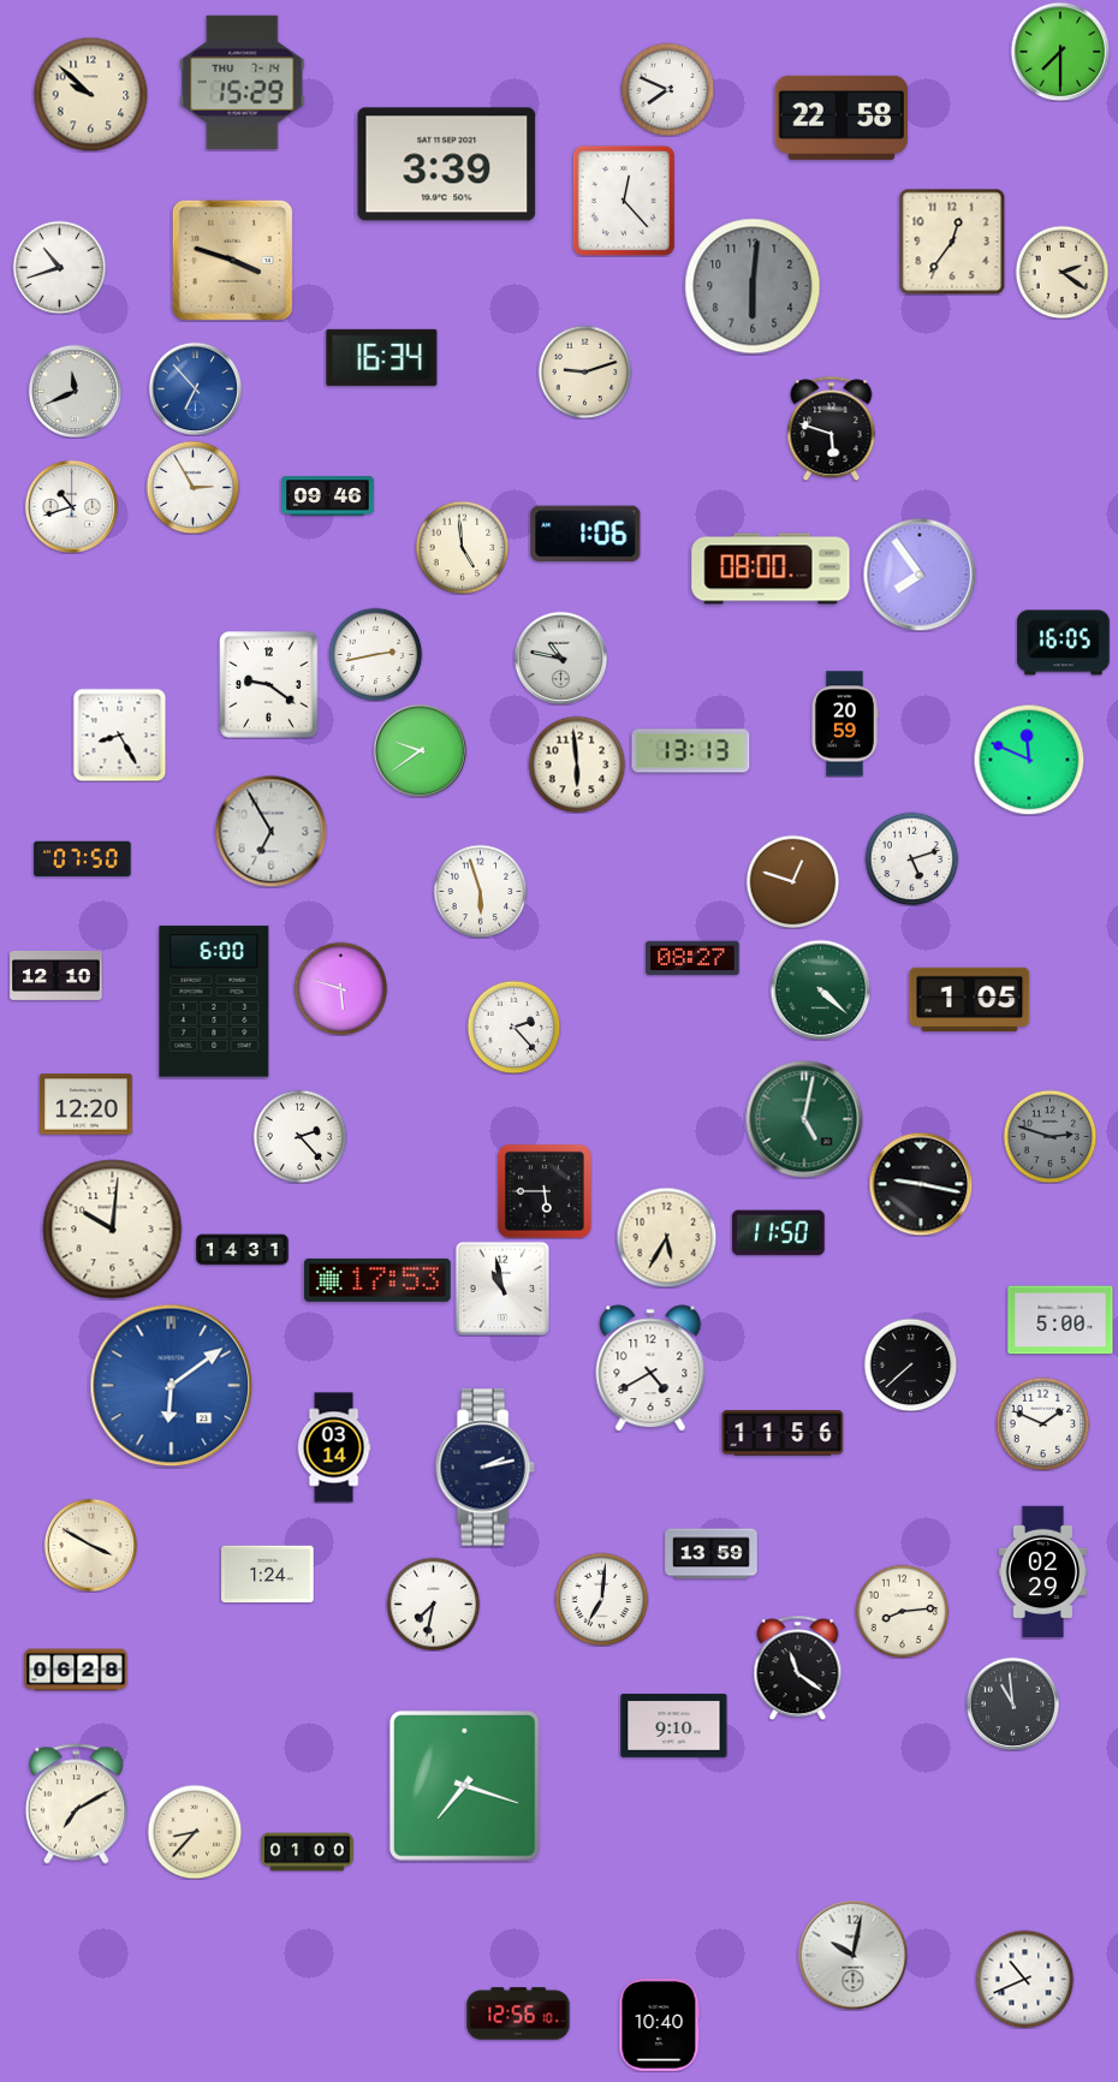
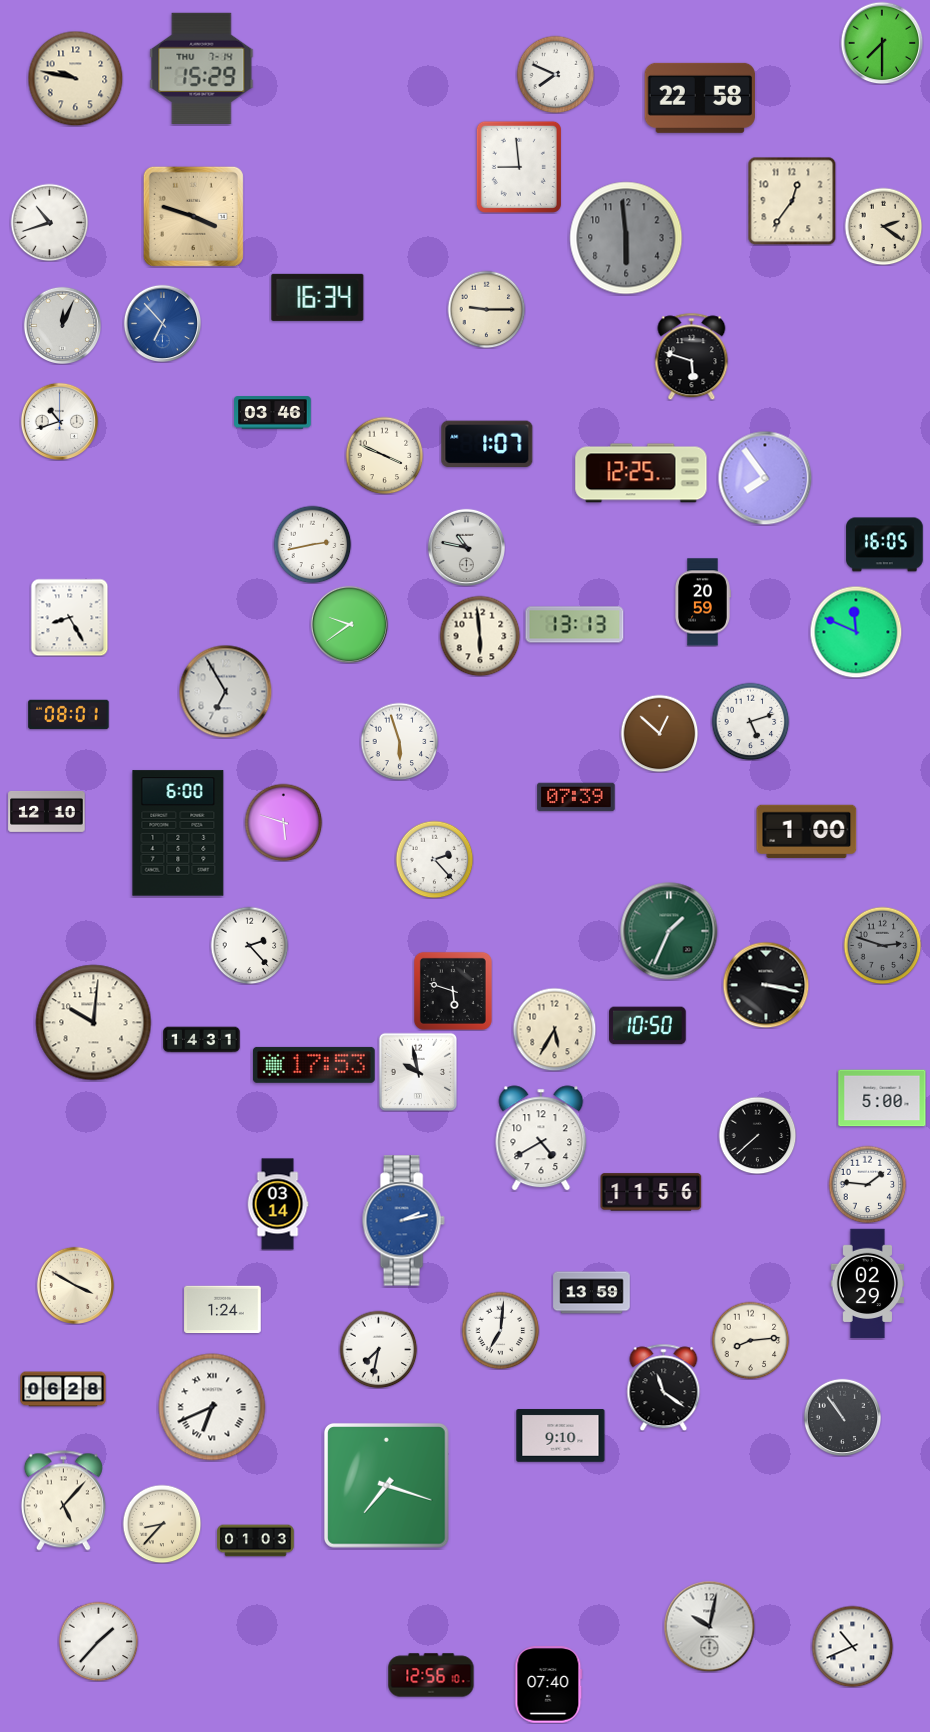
clock at (90, 94): 9:52 -> 9:47
clock at (447, 165): 3:39 -> none
clock at (624, 201): 12:23 -> 8:59
clock at (753, 286): 6:01 -> 5:59
clock at (584, 371): 9:12 -> 9:15
clock at (75, 391): 11:41 -> 12:04
clock at (192, 487): 2:55 -> none
clock at (328, 496): 09:46 -> 03:46
clock at (585, 534): 1:06 -> 1:07
clock at (462, 547): 4:59 -> 3:49
clock at (771, 569): 08:00 -> 12:25
clock at (1064, 643) position: (1064, 643) -> (885, 545)
clock at (269, 685): 9:21 -> none
clock at (119, 734) position: (119, 734) -> (69, 617)
clock at (911, 858) position: (911, 858) -> (750, 721)
clock at (83, 859): 07:50 -> 08:01
clock at (792, 881): 12:48 -> 12:52
clock at (692, 958): 08:27 -> 07:39
clock at (820, 989): 4:22 -> none
clock at (970, 999): 1:05 -> 1:00
clock at (513, 1027) position: (513, 1027) -> (434, 859)
clock at (87, 1105): 12:20 -> none
clock at (804, 1119): 5:02 -> 1:34
clock at (1049, 1136) position: (1049, 1136) -> (882, 945)
clock at (921, 1184): 9:17 -> 3:17
clock at (545, 1191): 5:45 -> 5:48
clock at (779, 1233): 11:50 -> 10:50
clock at (501, 1287): 10:58 -> 9:58
clock at (172, 1386): 6:09 -> none
clock at (1042, 1423): 1:49 -> 1:46
clock at (484, 1468) dial: navy -> blue
clock at (1043, 1572) position: (1043, 1572) -> (868, 1284)
clock at (433, 1604) position: (433, 1604) -> (378, 1349)
clock at (212, 1407): none -> 6:41
clock at (1012, 1703): 10:59 -> 10:54
clock at (76, 1804): 7:10 -> 5:07
clock at (308, 1852): 01:00 -> 01:03
clock at (98, 1641): none -> 1:37
clock at (660, 2026): 10:40 -> 07:40
